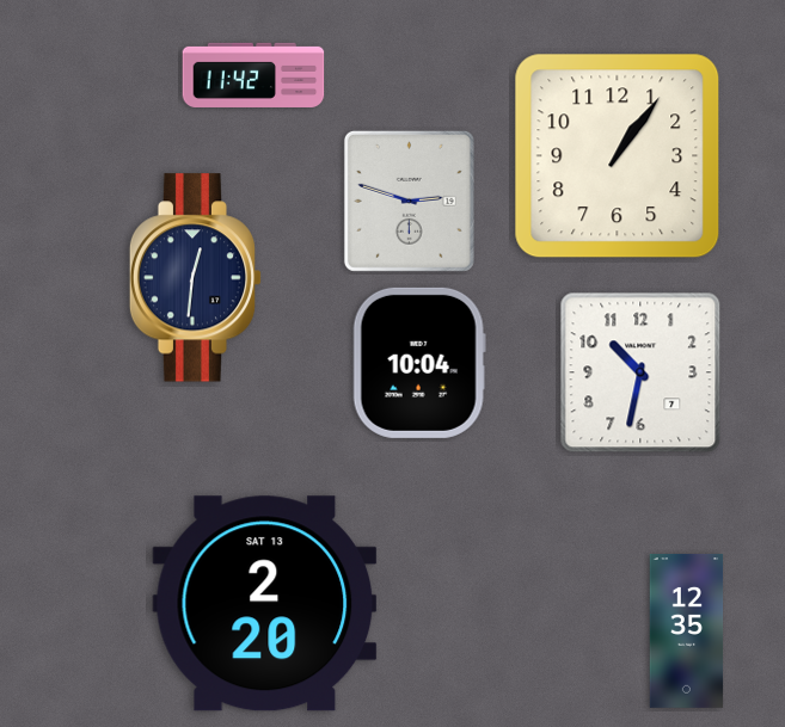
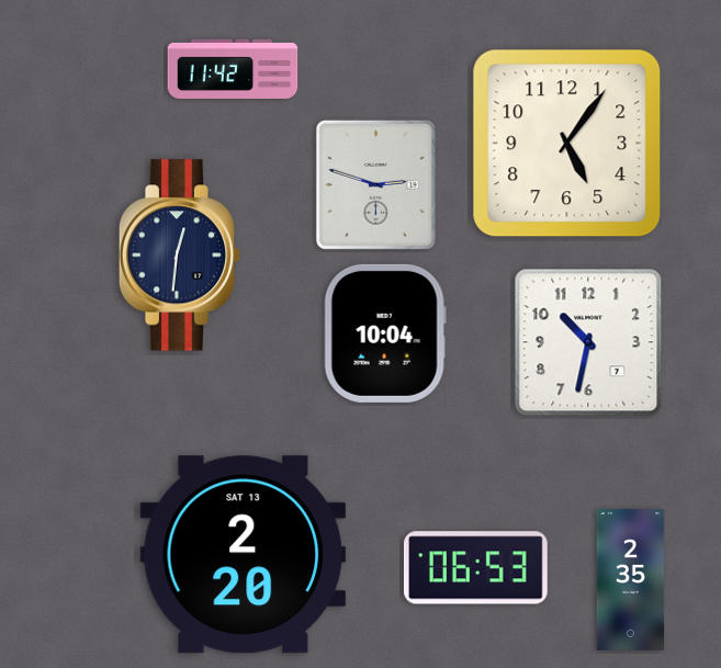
clock at (618, 156): 1:06 -> 5:06
clock at (475, 568): none -> 06:53
clock at (687, 630): 12:35 -> 2:35
